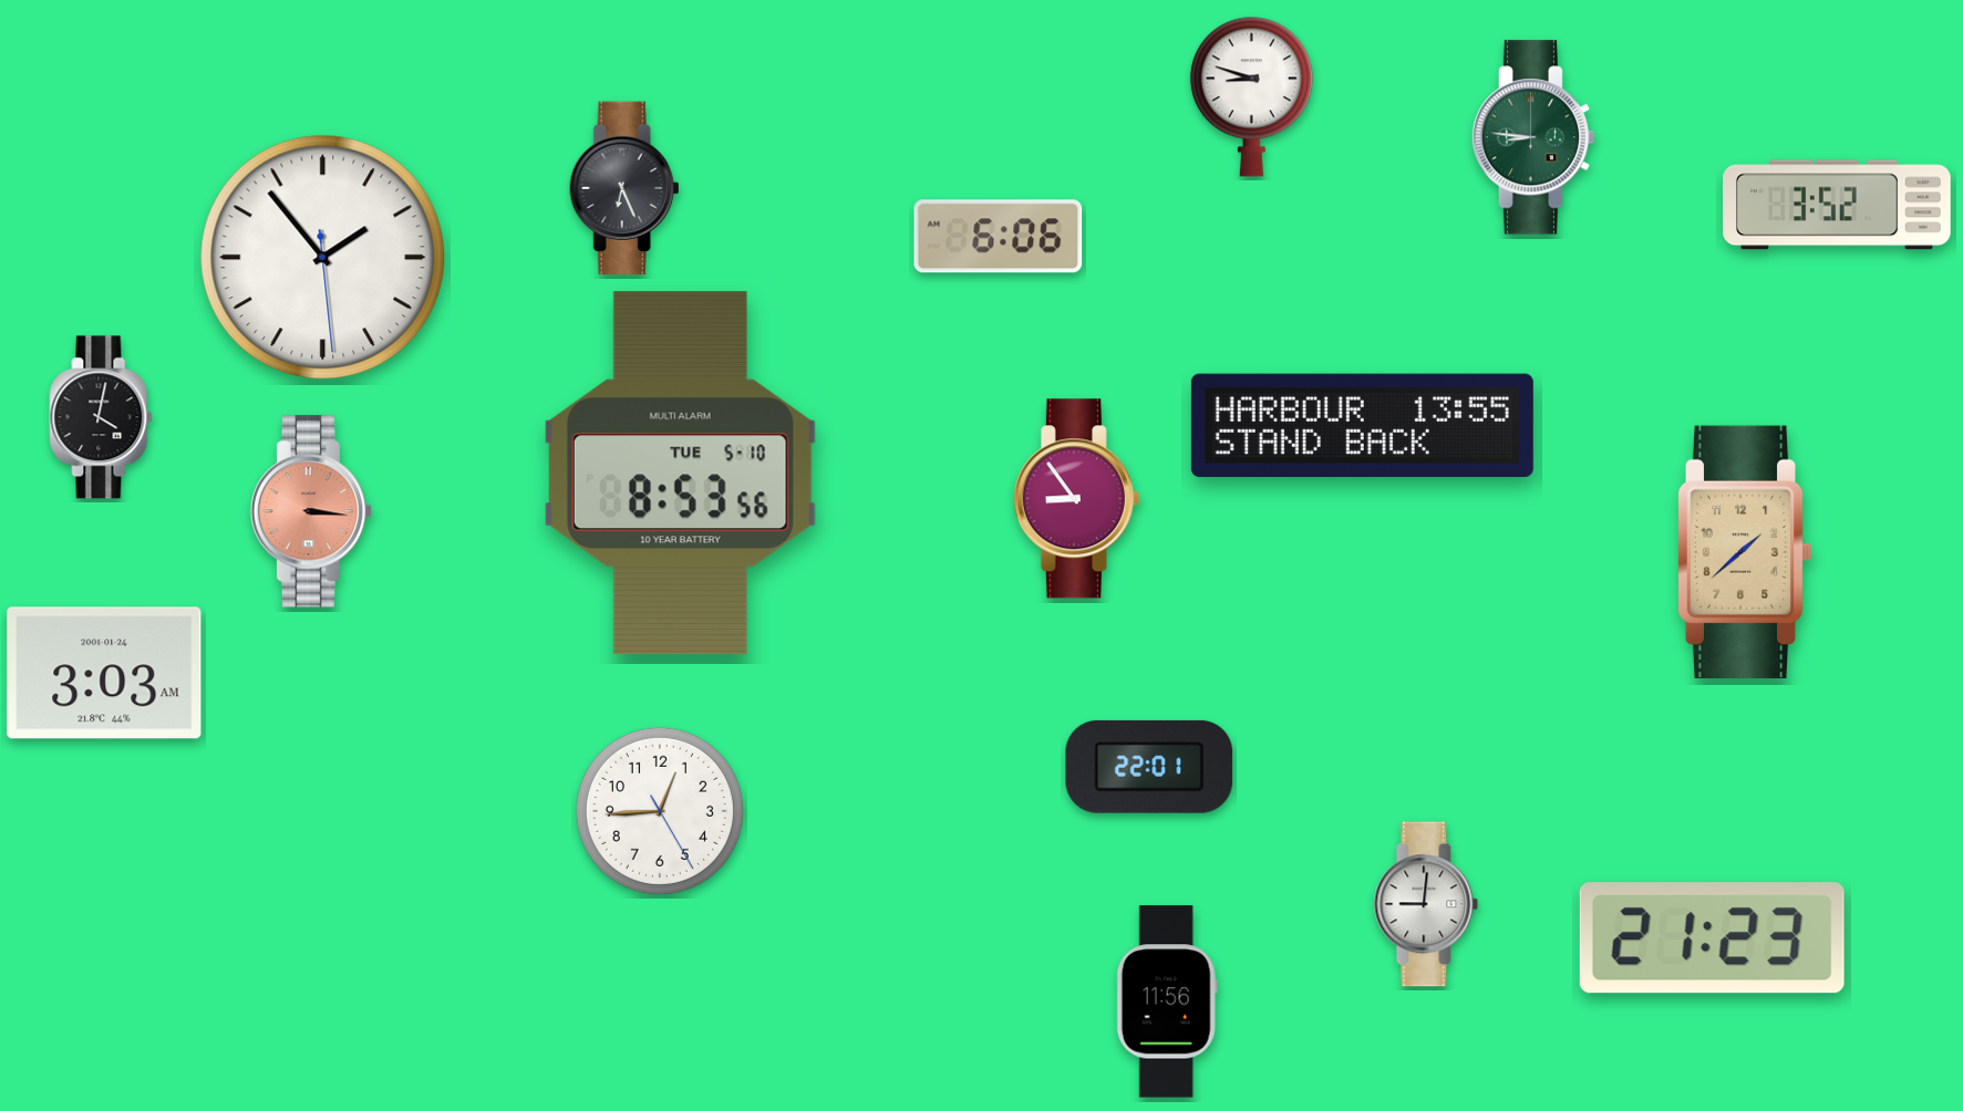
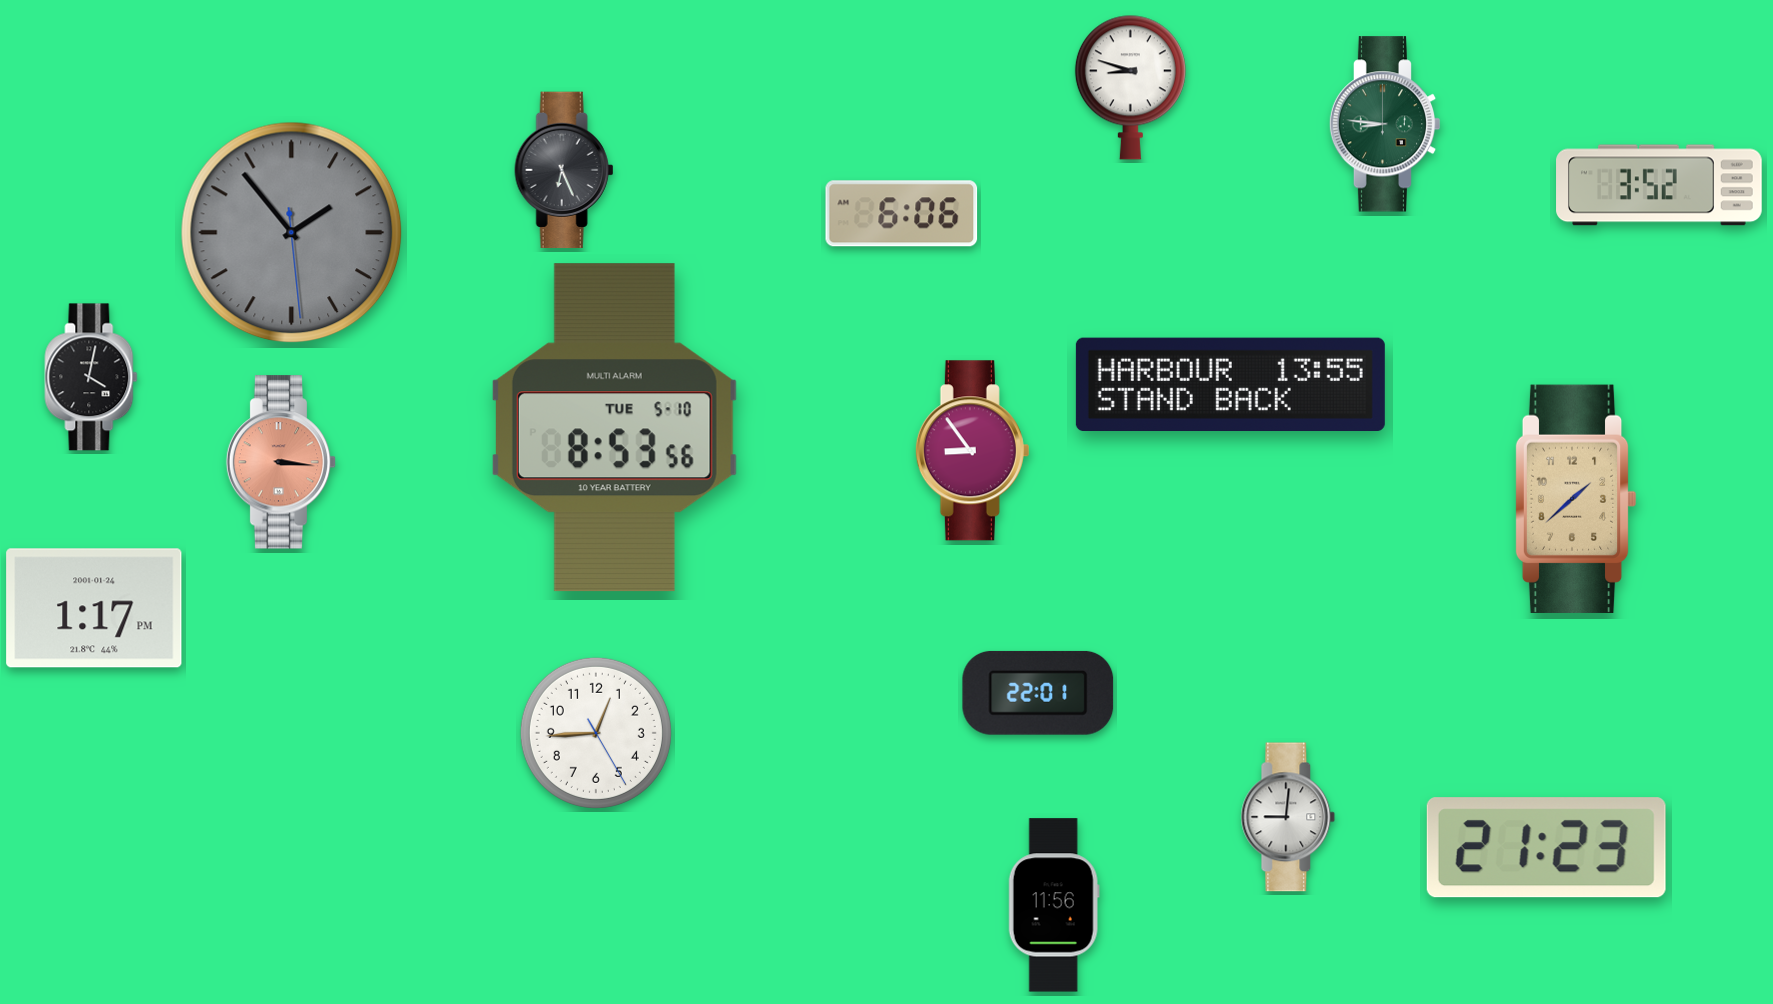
clock at (323, 258) dial: white -> grey
clock at (104, 673): 3:03 -> 1:17
